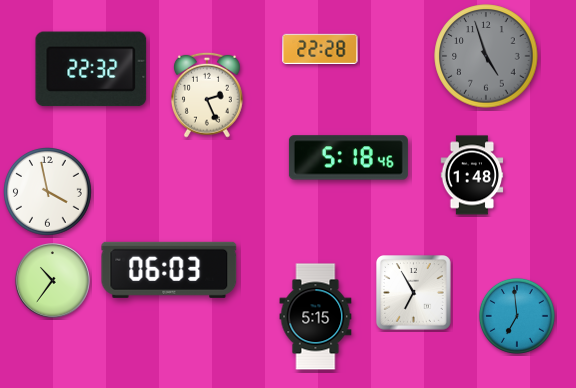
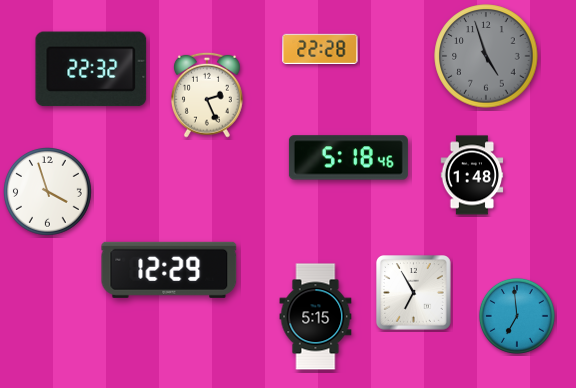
clock at (48, 192): 3:58 -> 3:57
clock at (169, 270): 06:03 -> 12:29
clock at (53, 281): 10:36 -> none
